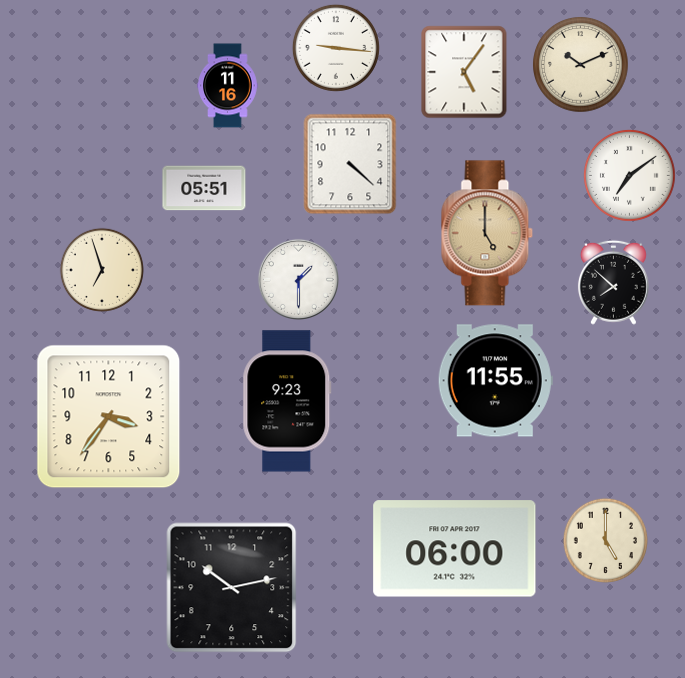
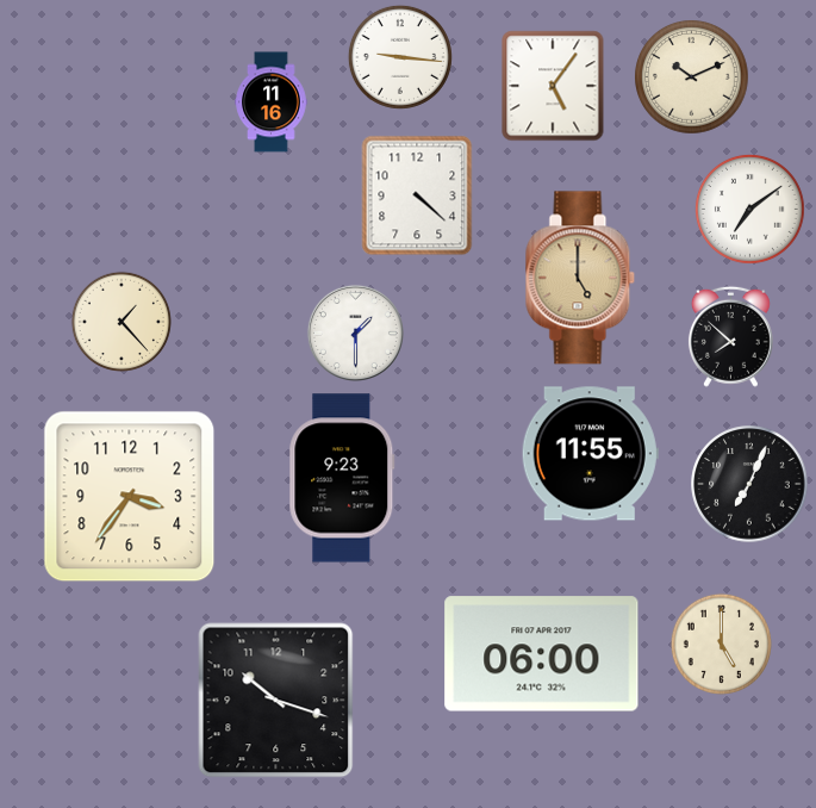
clock at (204, 188): 05:51 -> none
clock at (102, 270): 6:57 -> 1:23
clock at (749, 484): none -> 7:04
clock at (232, 588): 10:13 -> 10:18
